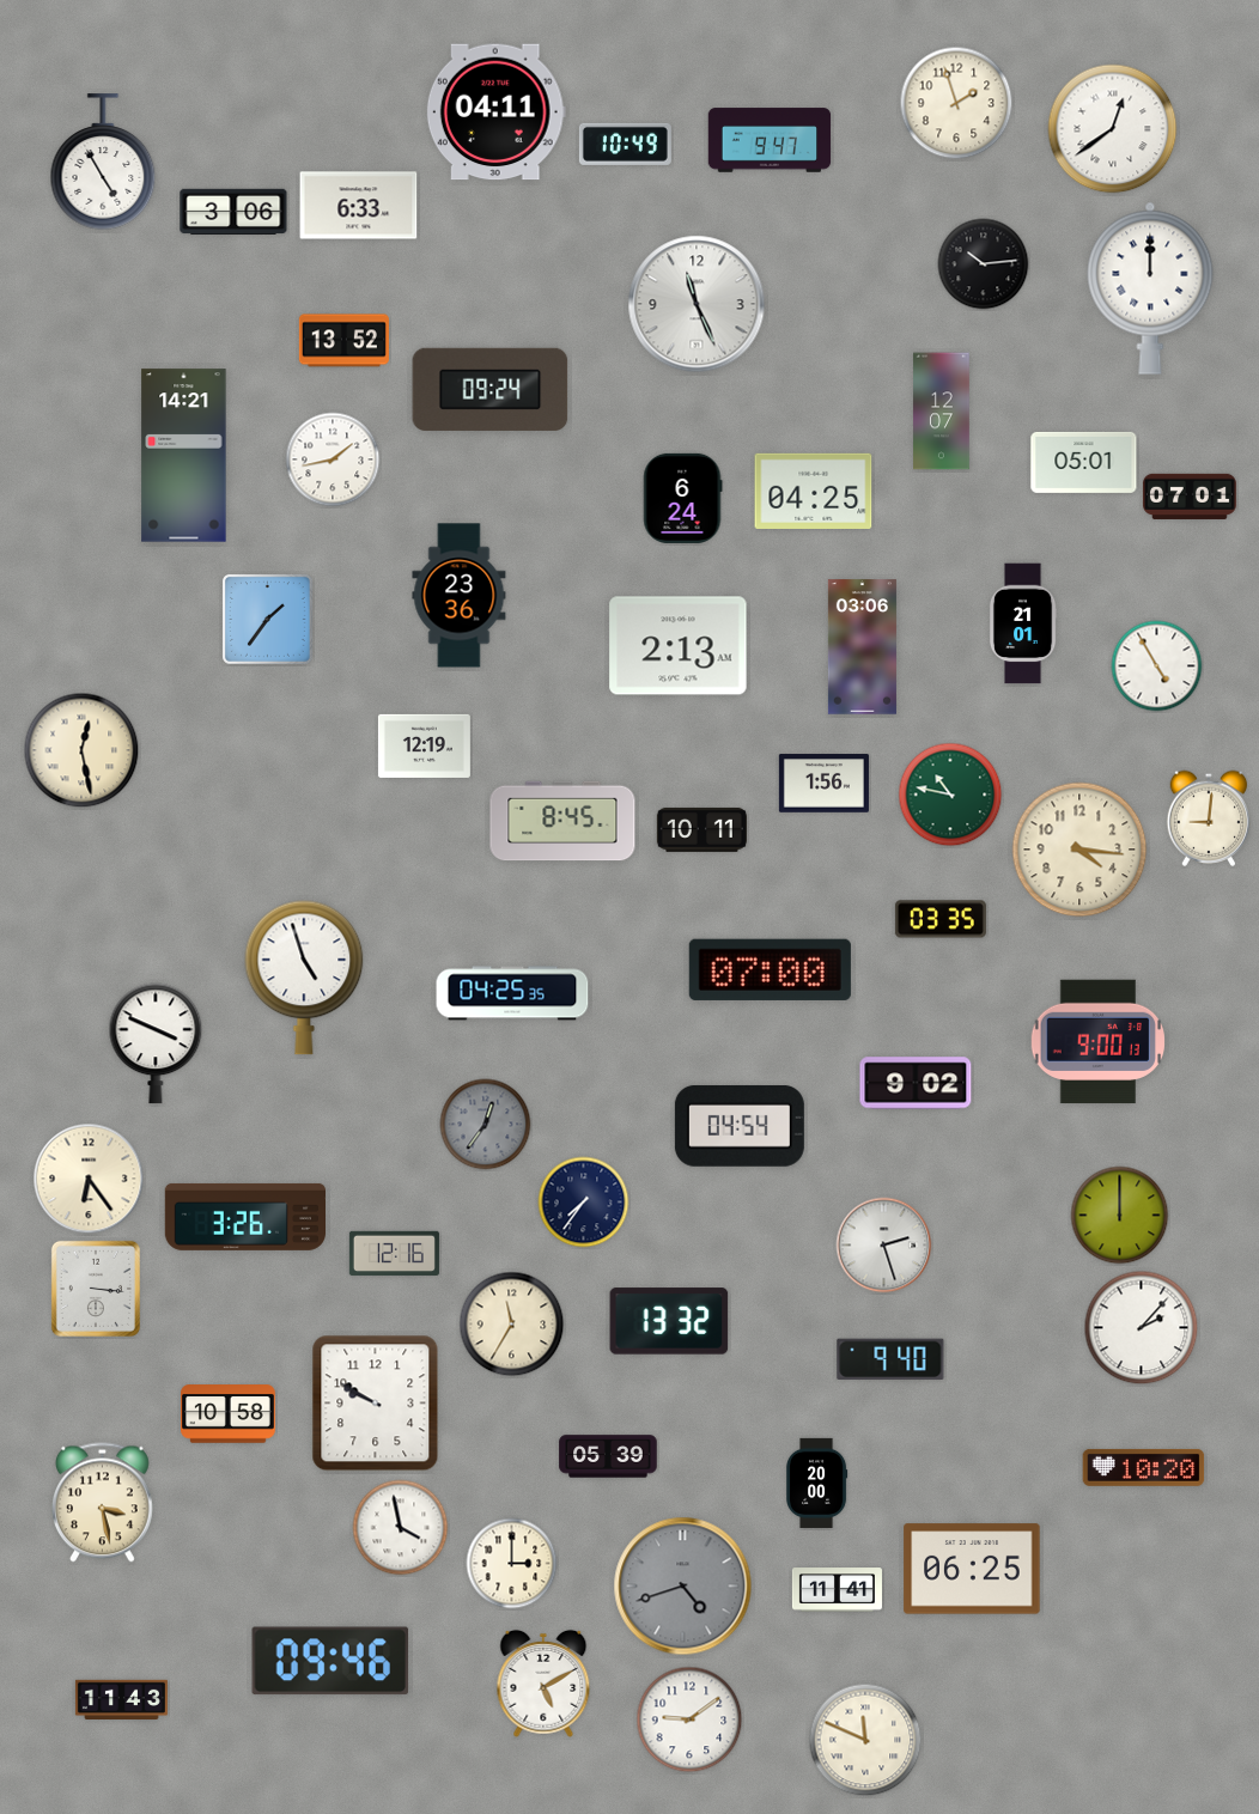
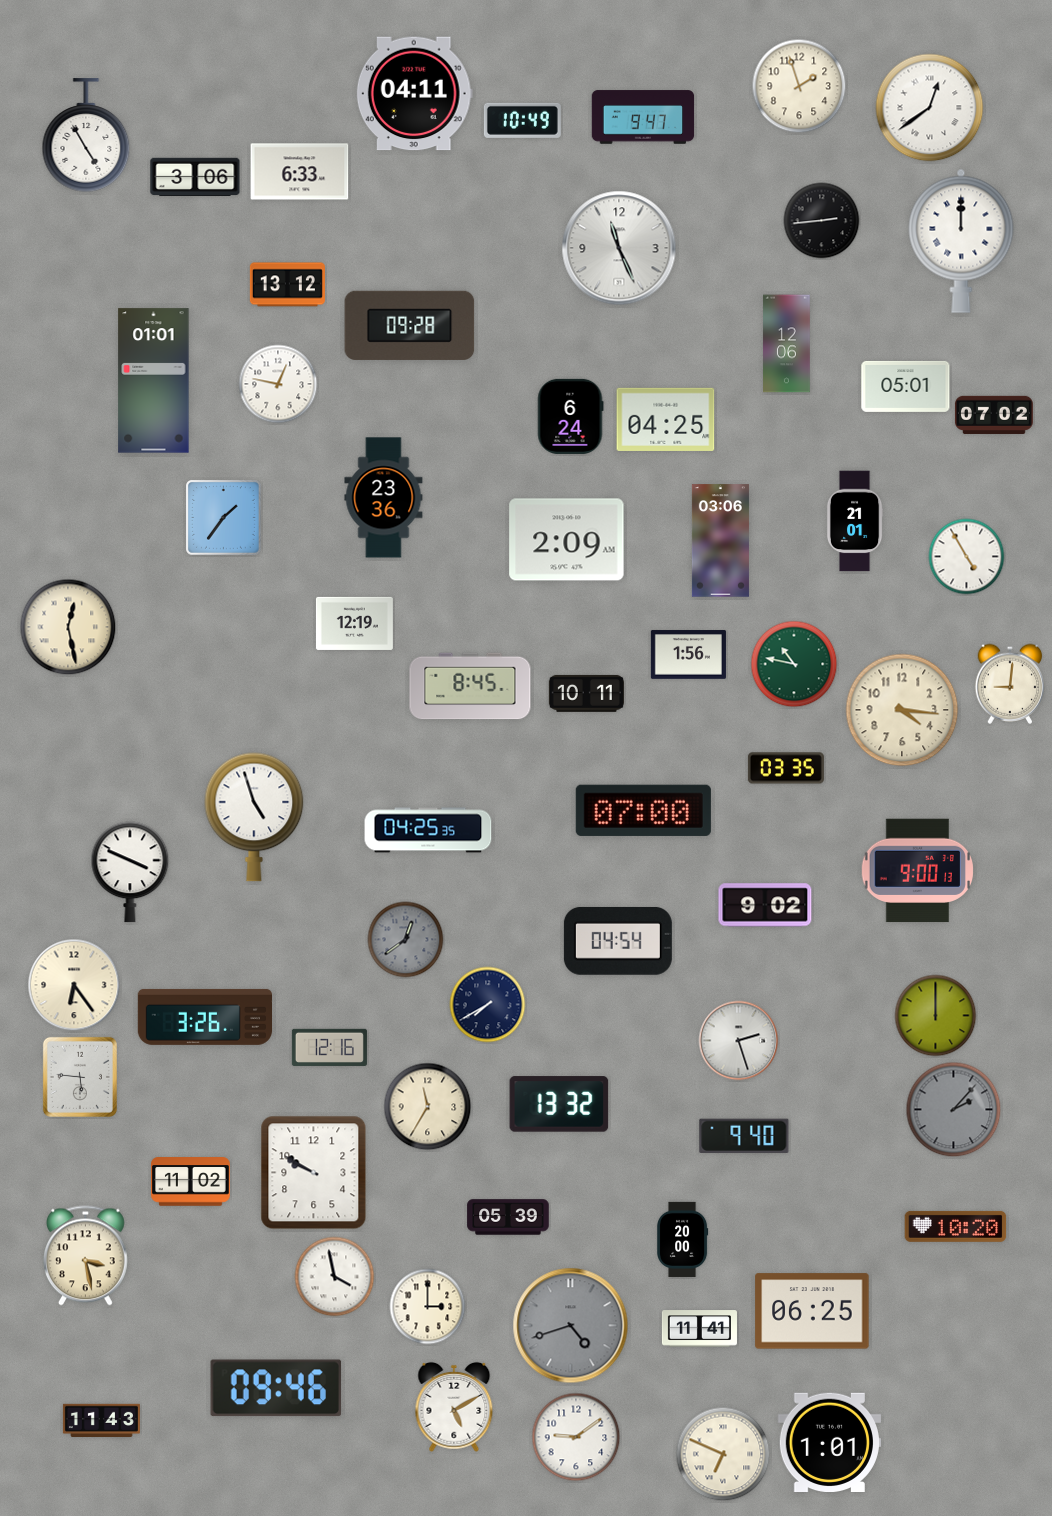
clock at (984, 264): 10:14 -> 2:44
clock at (697, 304) position: (697, 304) -> (619, 248)
clock at (343, 341): 13:52 -> 13:12
clock at (491, 389): 09:24 -> 09:28
clock at (942, 412): 12:07 -> 12:06
clock at (184, 456): 14:21 -> 01:01
clock at (333, 459): 1:43 -> 12:47
clock at (814, 491) position: (814, 491) -> (666, 419)
clock at (1190, 497): 07:01 -> 07:02
clock at (679, 646): 2:13 -> 2:09
clock at (486, 1125): 12:36 -> 12:39
clock at (584, 1203): 7:36 -> 7:40
clock at (96, 1289): 3:16 -> 5:46
clock at (1142, 1328) dial: white -> grey
clock at (229, 1414): 10:58 -> 11:02
clock at (829, 1442): none -> 1:01
clock at (865, 1740): 11:49 -> 6:49
